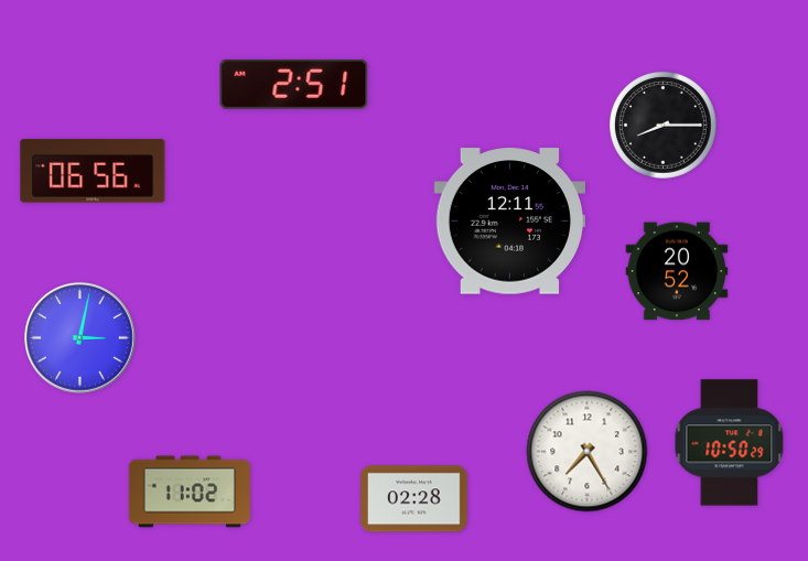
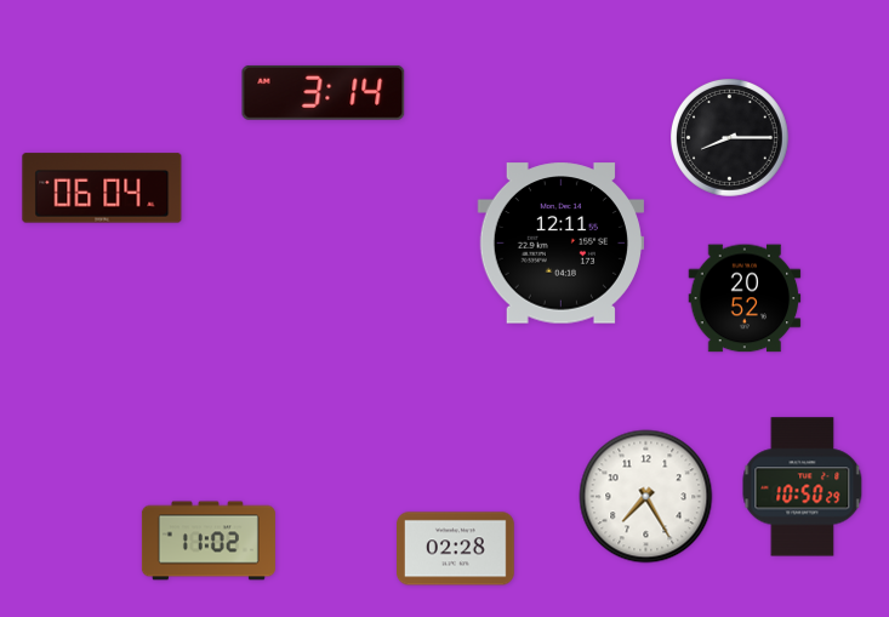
clock at (294, 84): 2:51 -> 3:14
clock at (93, 171): 06:56 -> 06:04
clock at (79, 337): 3:02 -> none
